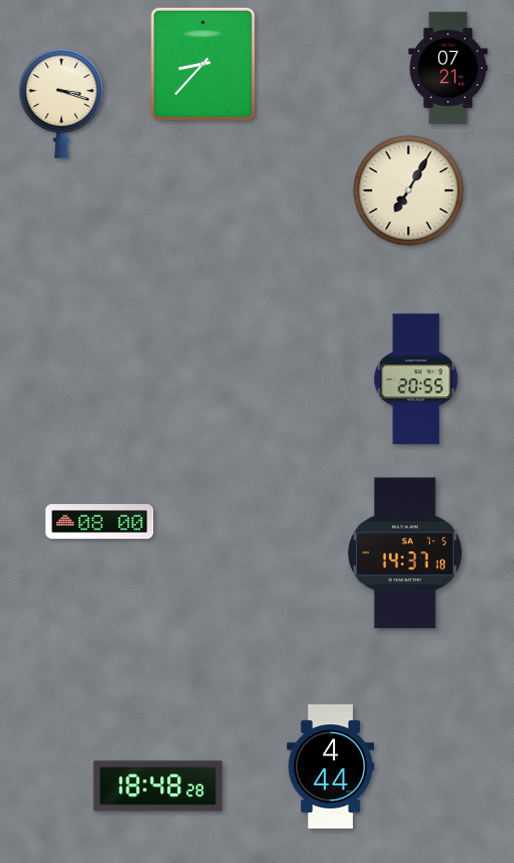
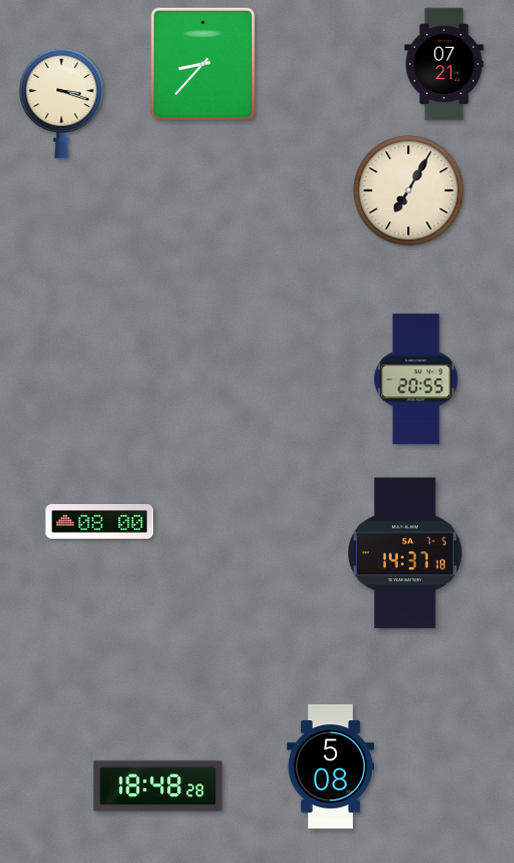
clock at (448, 68) position: (448, 68) -> (444, 64)
clock at (331, 767): 4:44 -> 5:08
